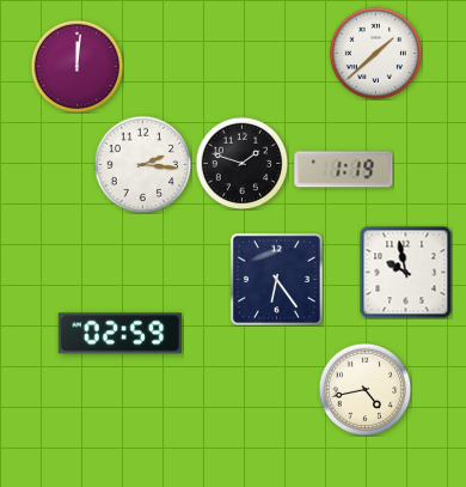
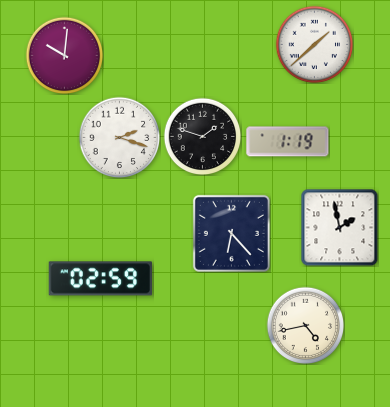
clock at (76, 66): 12:01 -> 10:01
clock at (142, 164): 2:16 -> 2:18
clock at (405, 272): 9:58 -> 1:58
clock at (276, 279): 6:24 -> 6:23
